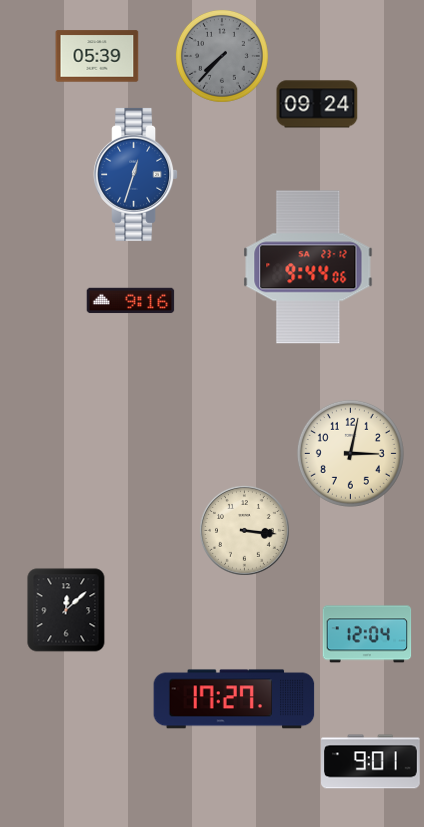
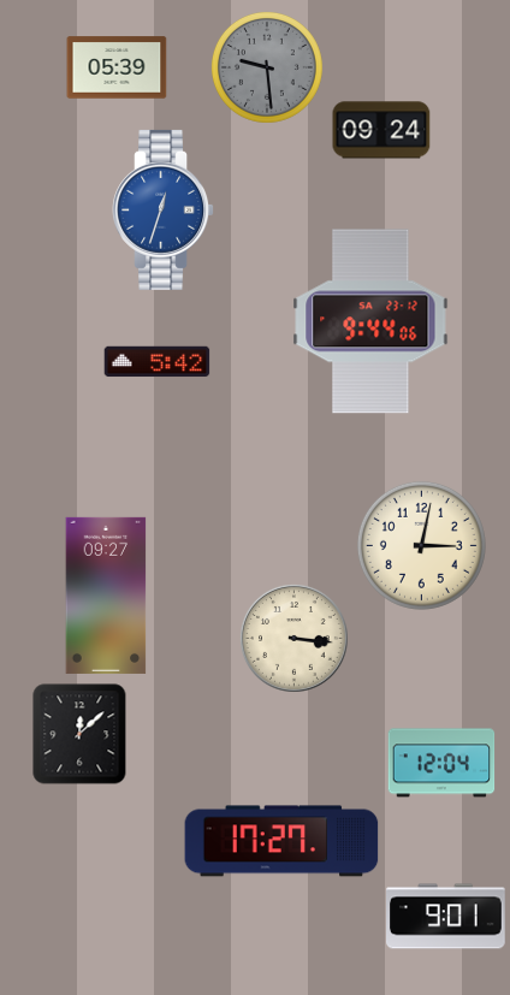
clock at (222, 56): 7:37 -> 9:29
clock at (317, 104) position: (317, 104) -> (381, 130)
clock at (131, 301): 9:16 -> 5:42
clock at (106, 596): none -> 09:27
